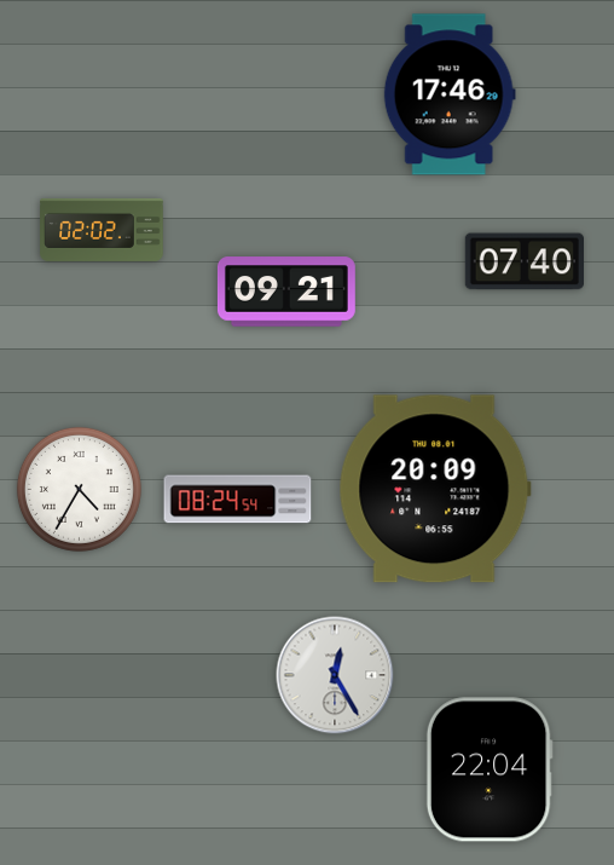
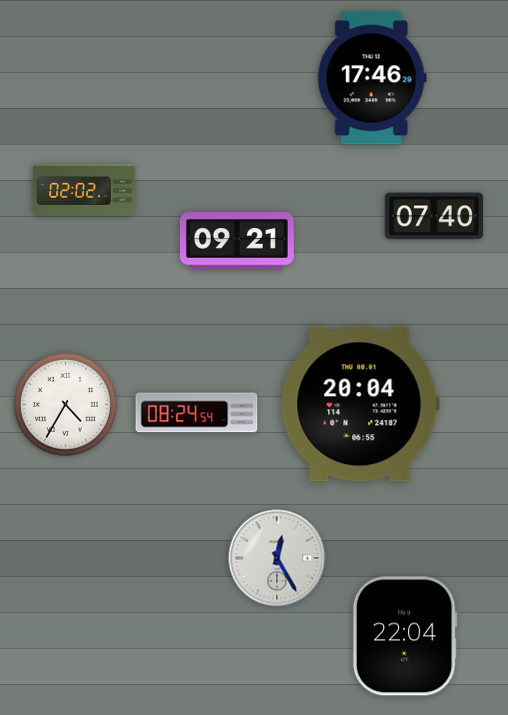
clock at (435, 489): 20:09 -> 20:04
